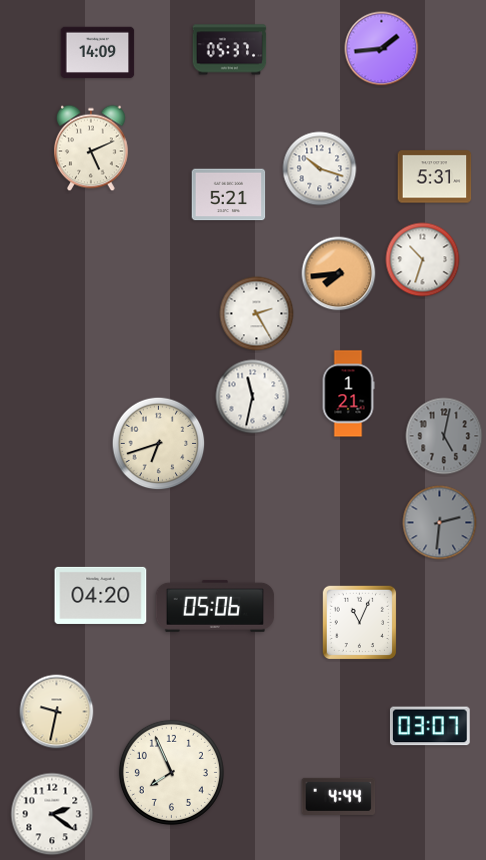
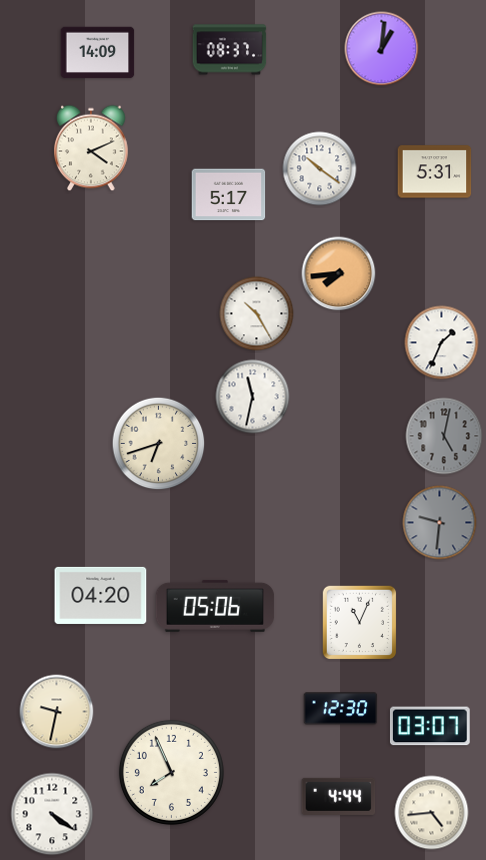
clock at (382, 49): 1:44 -> 1:01
clock at (230, 50): 05:37 -> 08:37
clock at (92, 148): 5:11 -> 4:11
clock at (320, 169): 10:18 -> 10:21
clock at (435, 177) position: (435, 177) -> (435, 172)
clock at (229, 195): 5:21 -> 5:17
clock at (423, 260): 10:33 -> none
clock at (257, 314): 2:25 -> 10:25
clock at (442, 343): none -> 1:34
clock at (348, 394): 1:21 -> none
clock at (440, 523): 2:31 -> 9:31
clock at (341, 709): none -> 12:30
clock at (432, 813): none -> 4:44
clock at (52, 814): 2:21 -> 4:21
